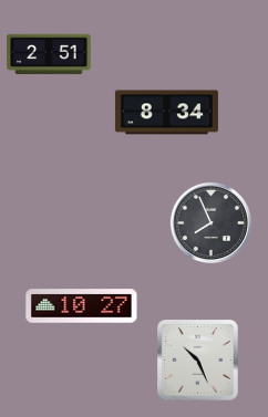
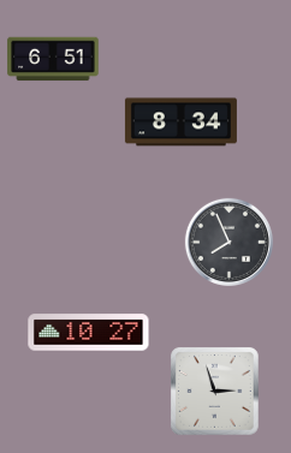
clock at (49, 54): 2:51 -> 6:51
clock at (198, 361): 10:26 -> 2:57
